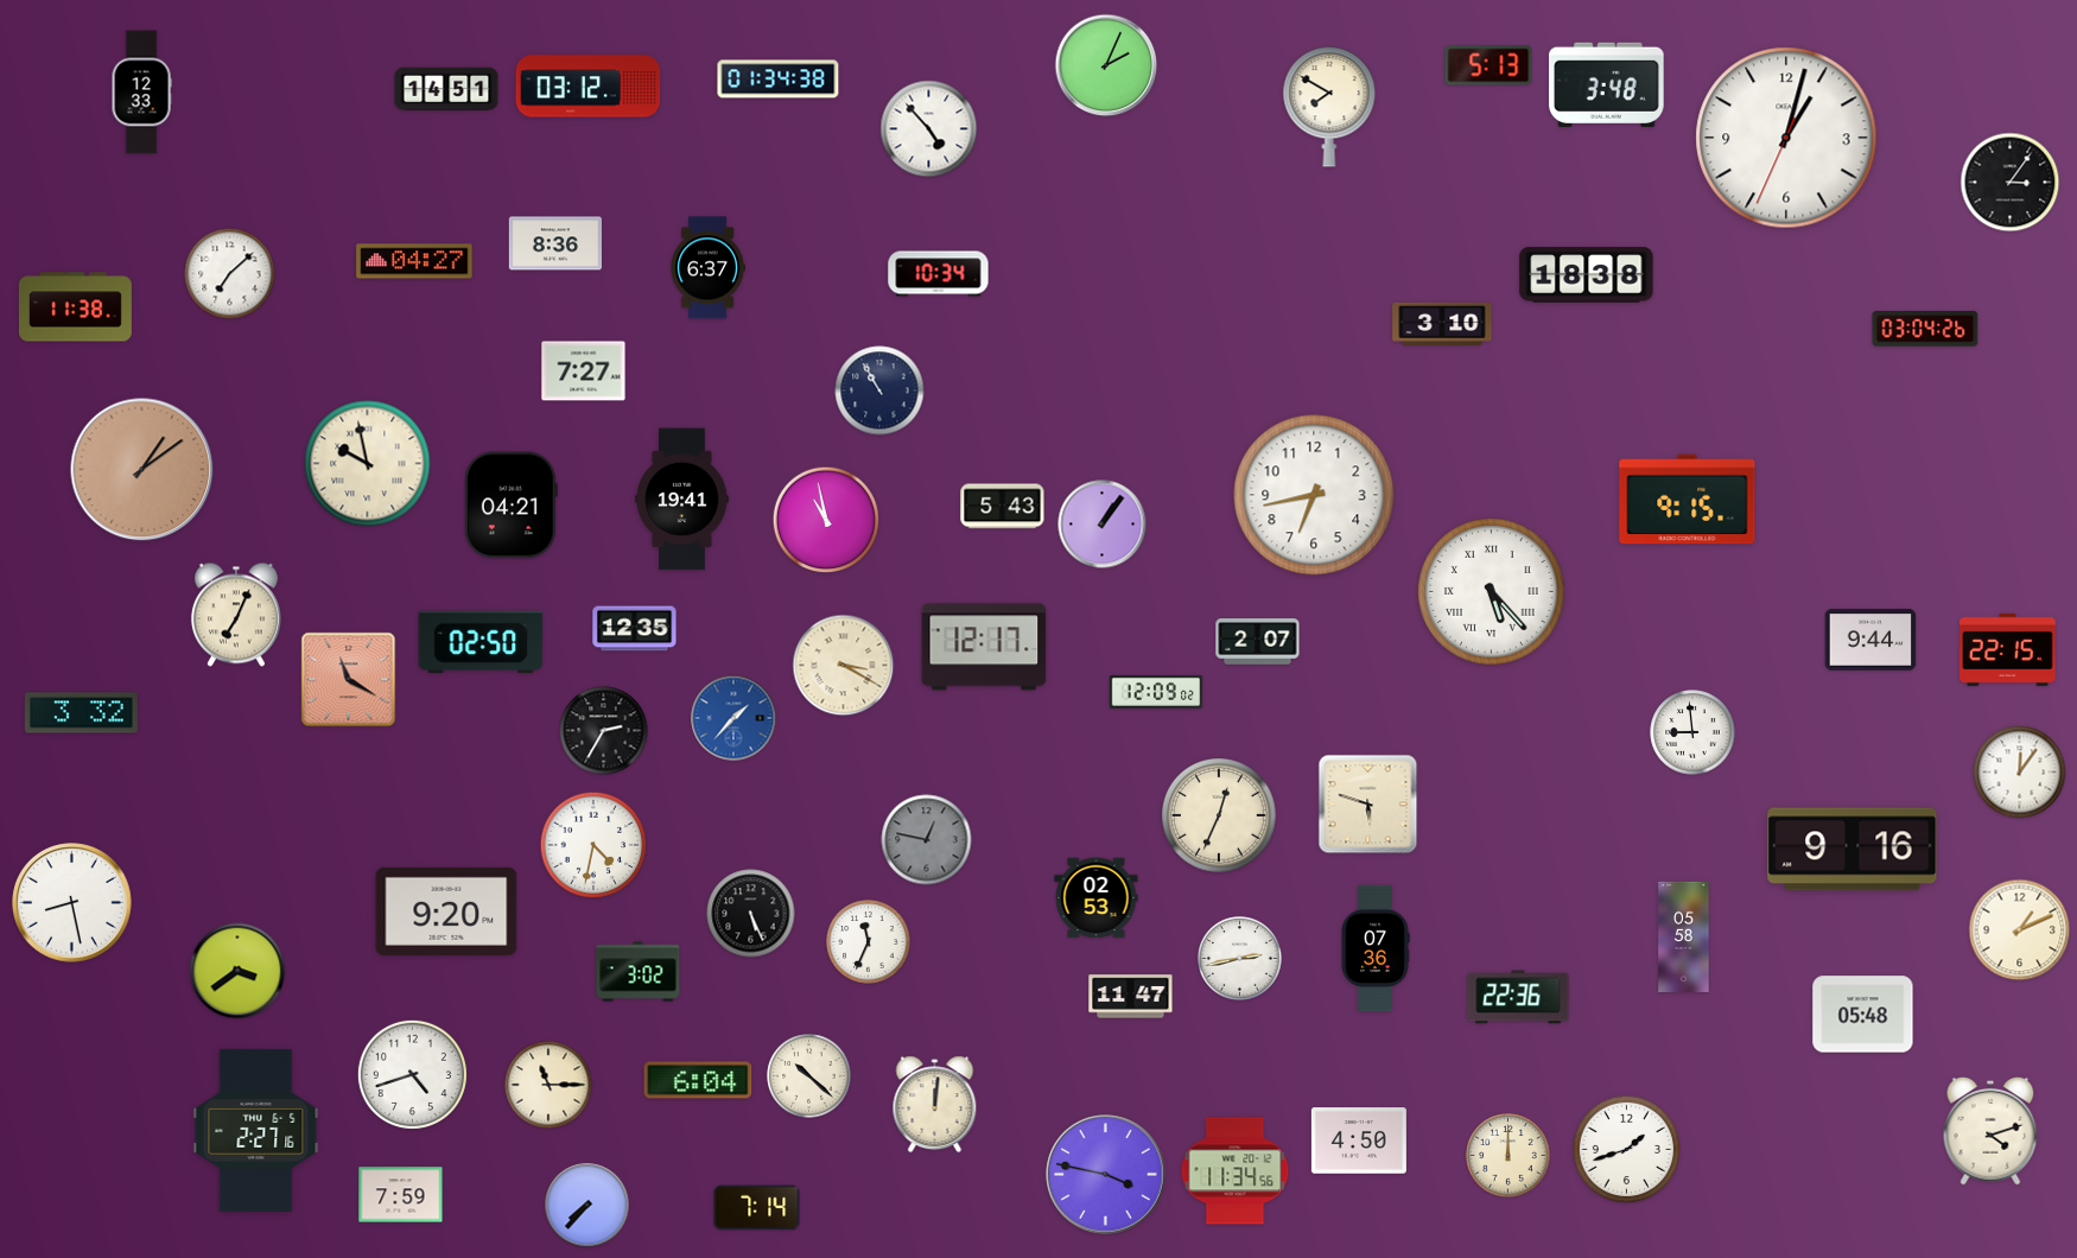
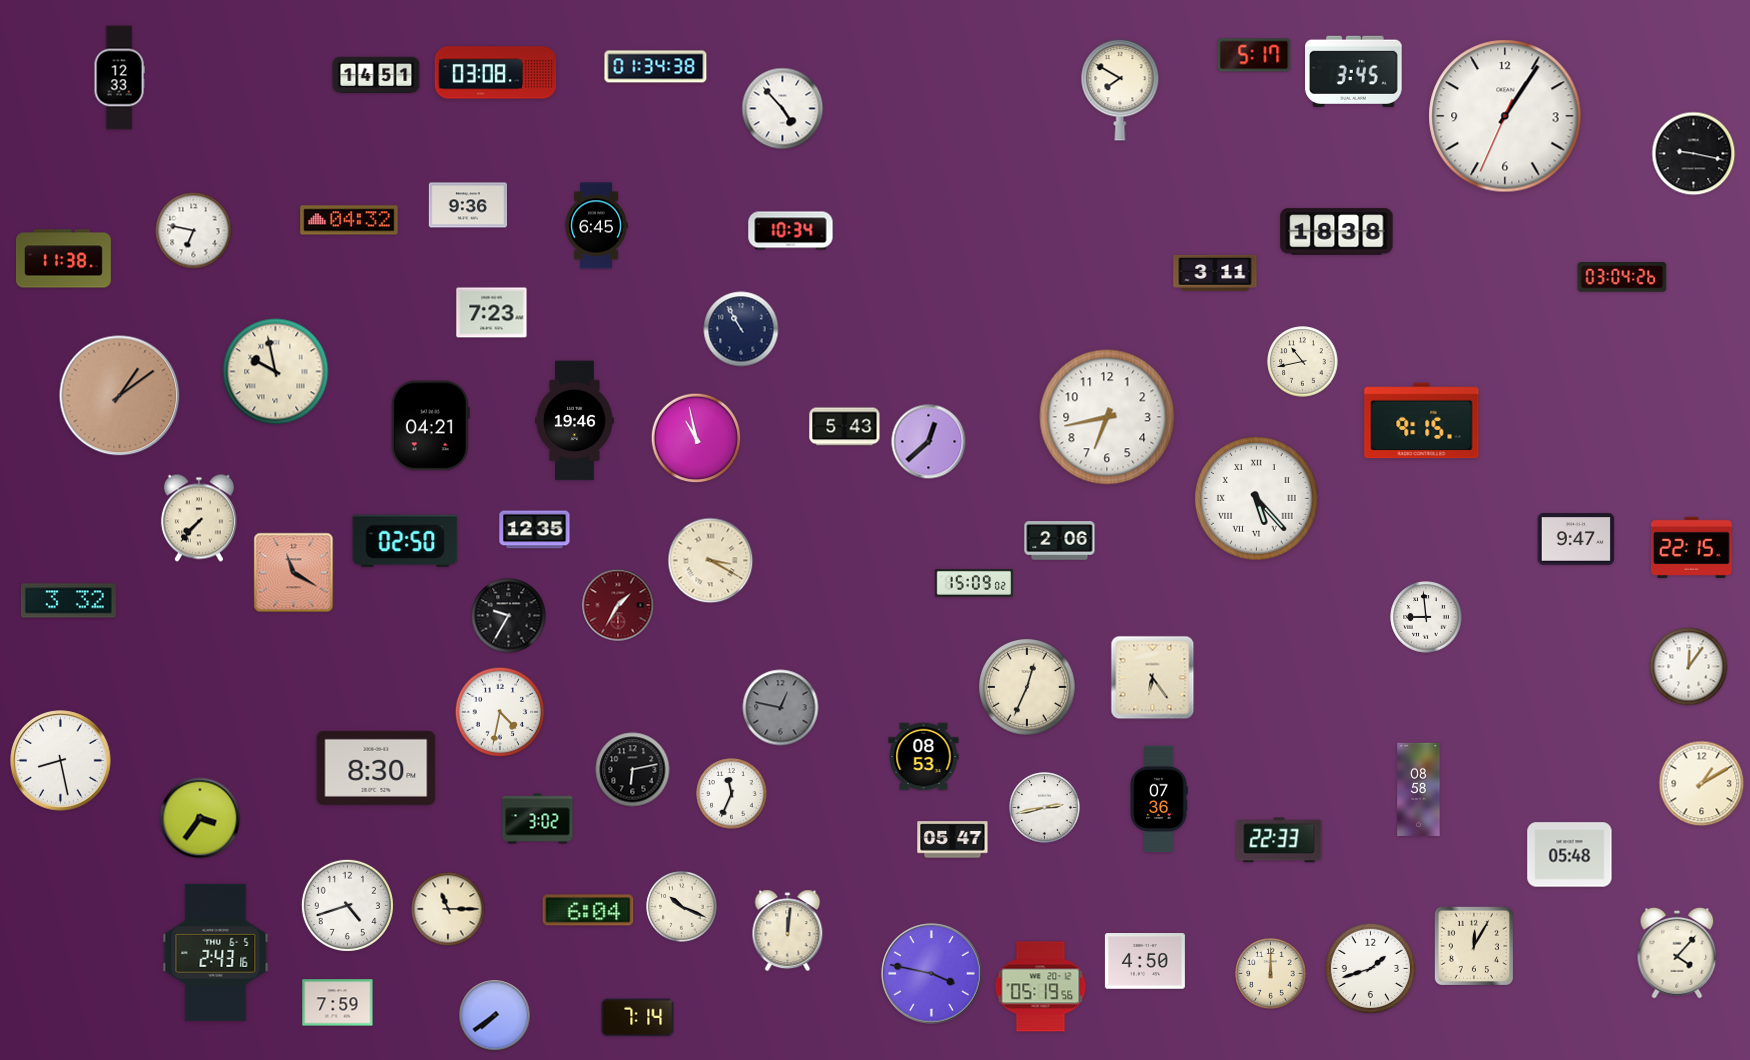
clock at (1106, 65): 2:04 -> none
clock at (1488, 65): 5:13 -> 5:17
clock at (1607, 84): 3:48 -> 3:45
clock at (589, 87): 03:12 -> 03:08
clock at (1786, 138): 1:02 -> 1:05
clock at (2011, 183): 3:06 -> 9:17
clock at (554, 243): 8:36 -> 9:36
clock at (414, 261): 04:27 -> 04:32
clock at (707, 268): 6:37 -> 6:45
clock at (230, 274): 7:08 -> 6:47
clock at (1442, 324): 3:10 -> 3:11
clock at (584, 371): 7:27 -> 7:23
clock at (1303, 362): none -> 10:43
clock at (368, 464) position: (368, 464) -> (276, 372)
clock at (682, 500): 19:41 -> 19:46
clock at (1103, 525): 1:06 -> 12:38
clock at (236, 615): 7:04 -> 7:37
clock at (1870, 640): 9:44 -> 9:47
clock at (1258, 642): 2:07 -> 2:06
clock at (984, 647): 12:17 -> none
clock at (1156, 693): 12:09 -> 15:09
clock at (733, 718): 1:37 -> 1:35
clock at (733, 718) dial: blue -> burgundy
clock at (604, 731): 2:35 -> 9:35
clock at (2020, 773) position: (2020, 773) -> (1689, 667)
clock at (1368, 805): 5:48 -> 6:24
clock at (1853, 850): 9:16 -> none
clock at (1097, 898): 02:53 -> 08:53
clock at (446, 911): 9:20 -> 8:30
clock at (751, 914): 5:26 -> 6:13
clock at (2020, 930): 1:11 -> 1:10
clock at (1684, 936): 05:58 -> 08:58
clock at (237, 971): 3:39 -> 3:36
clock at (1131, 997): 11:47 -> 05:47
clock at (1518, 997): 22:36 -> 22:33
clock at (809, 1076): 10:22 -> 10:19
clock at (548, 1085) position: (548, 1085) -> (448, 909)
clock at (1473, 945): none -> 12:05
clock at (256, 1130): 2:27 -> 2:43
clock at (1990, 1131): 4:12 -> 4:07
clock at (1236, 1171): 11:34 -> 05:19
clock at (1106, 1175) position: (1106, 1175) -> (932, 974)
clock at (401, 1195) position: (401, 1195) -> (338, 1003)
clock at (587, 1206): 7:37 -> 7:39
